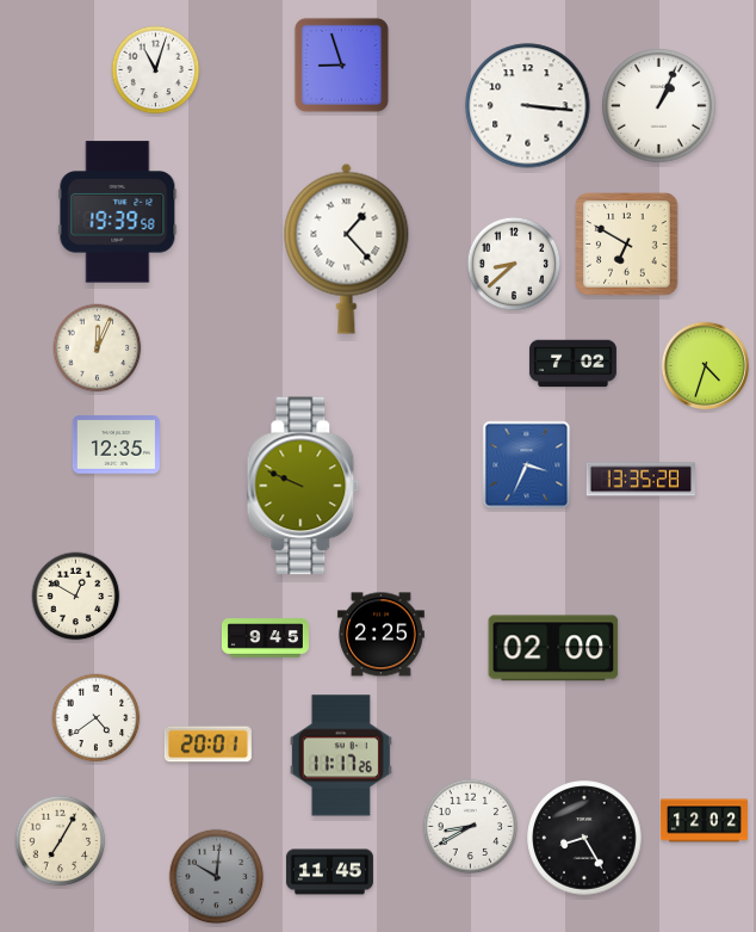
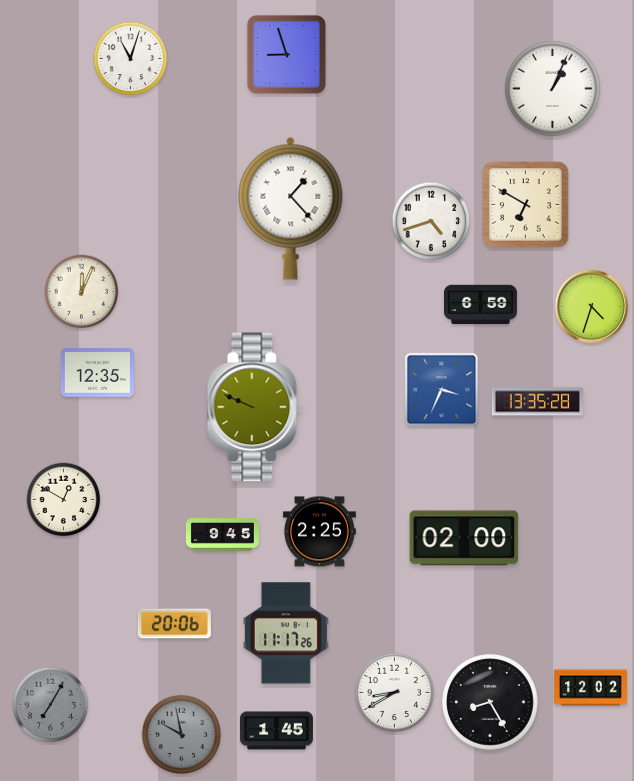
clock at (528, 106): 3:16 -> none
clock at (118, 212): 19:39 -> none
clock at (514, 264): 8:38 -> 4:42
clock at (572, 364): 7:02 -> 6:59
clock at (553, 648) position: (553, 648) -> (464, 538)
clock at (97, 718): 4:39 -> none
clock at (207, 745): 20:01 -> 20:06
clock at (61, 841) dial: cream -> grey
clock at (329, 872): 11:45 -> 1:45
clock at (217, 877): 10:01 -> 9:58
